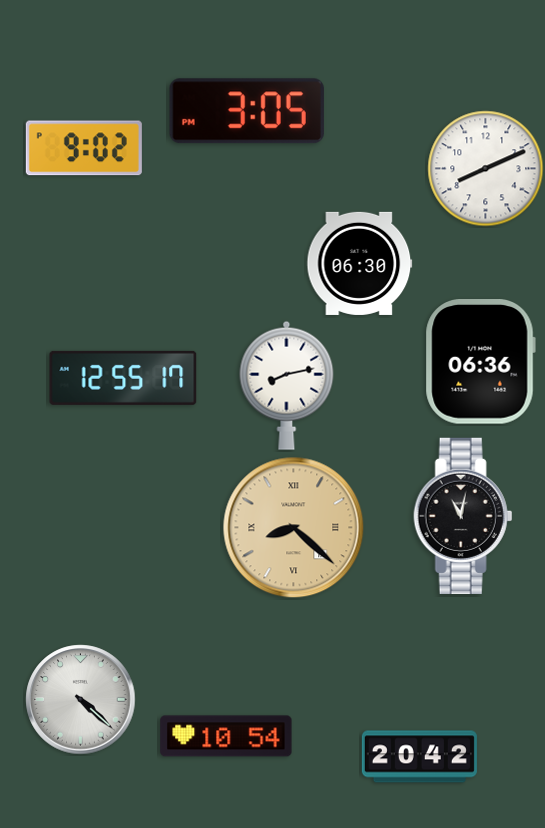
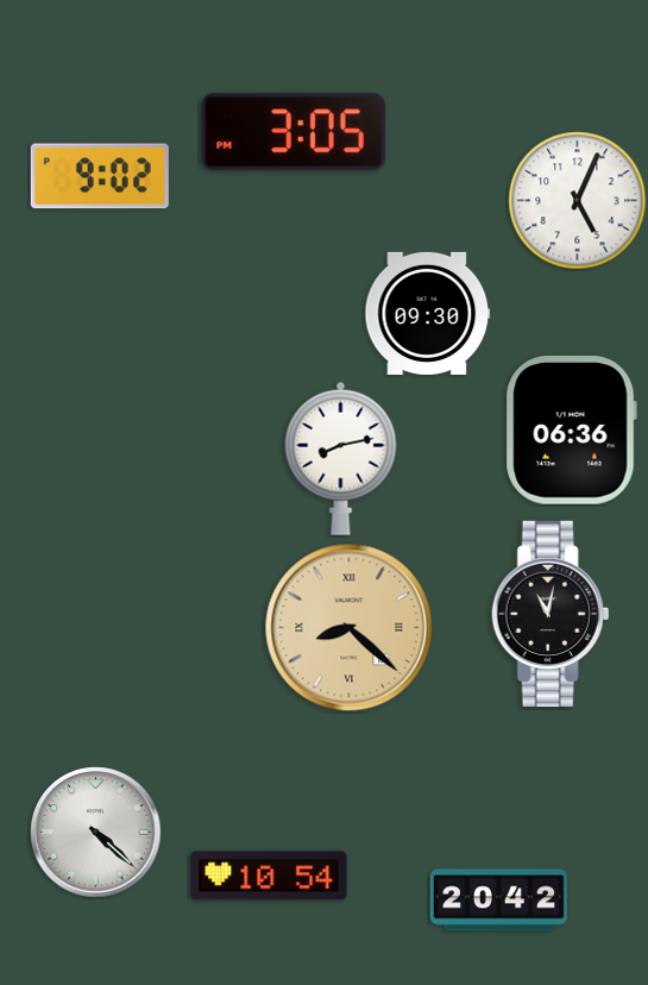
clock at (486, 169): 8:11 -> 5:04
clock at (360, 263): 06:30 -> 09:30
clock at (123, 378): 12:55 -> none
